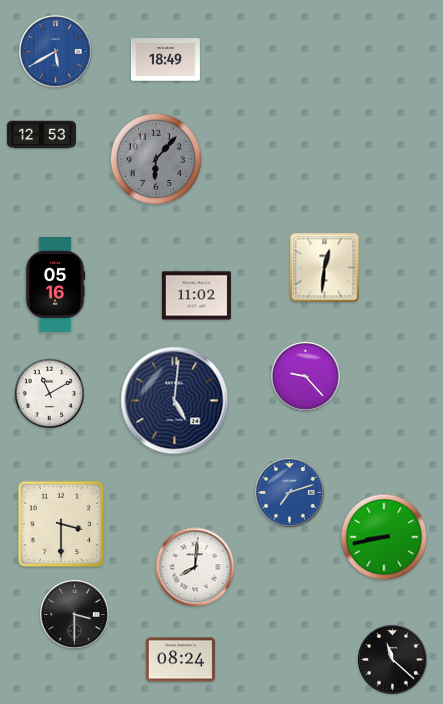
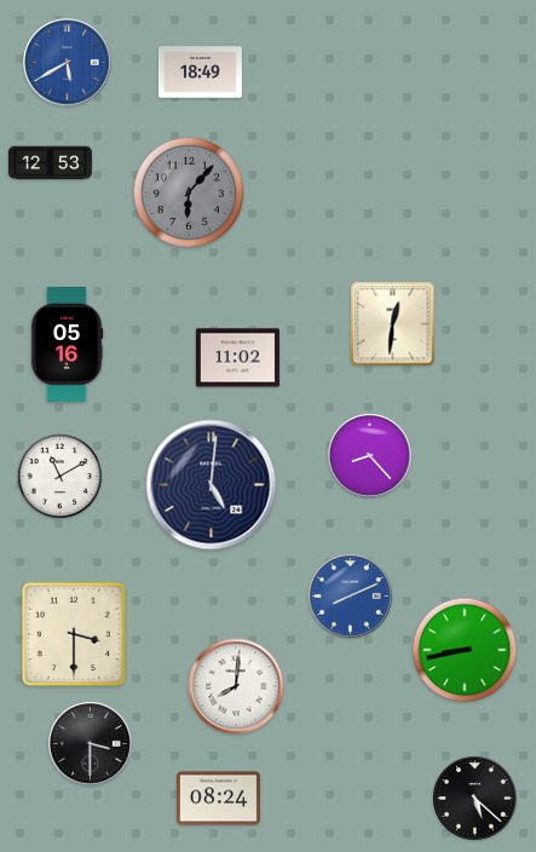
clock at (306, 377): 9:23 -> 8:23
clock at (290, 493): 7:12 -> 8:11
clock at (393, 660): 11:22 -> 5:22
